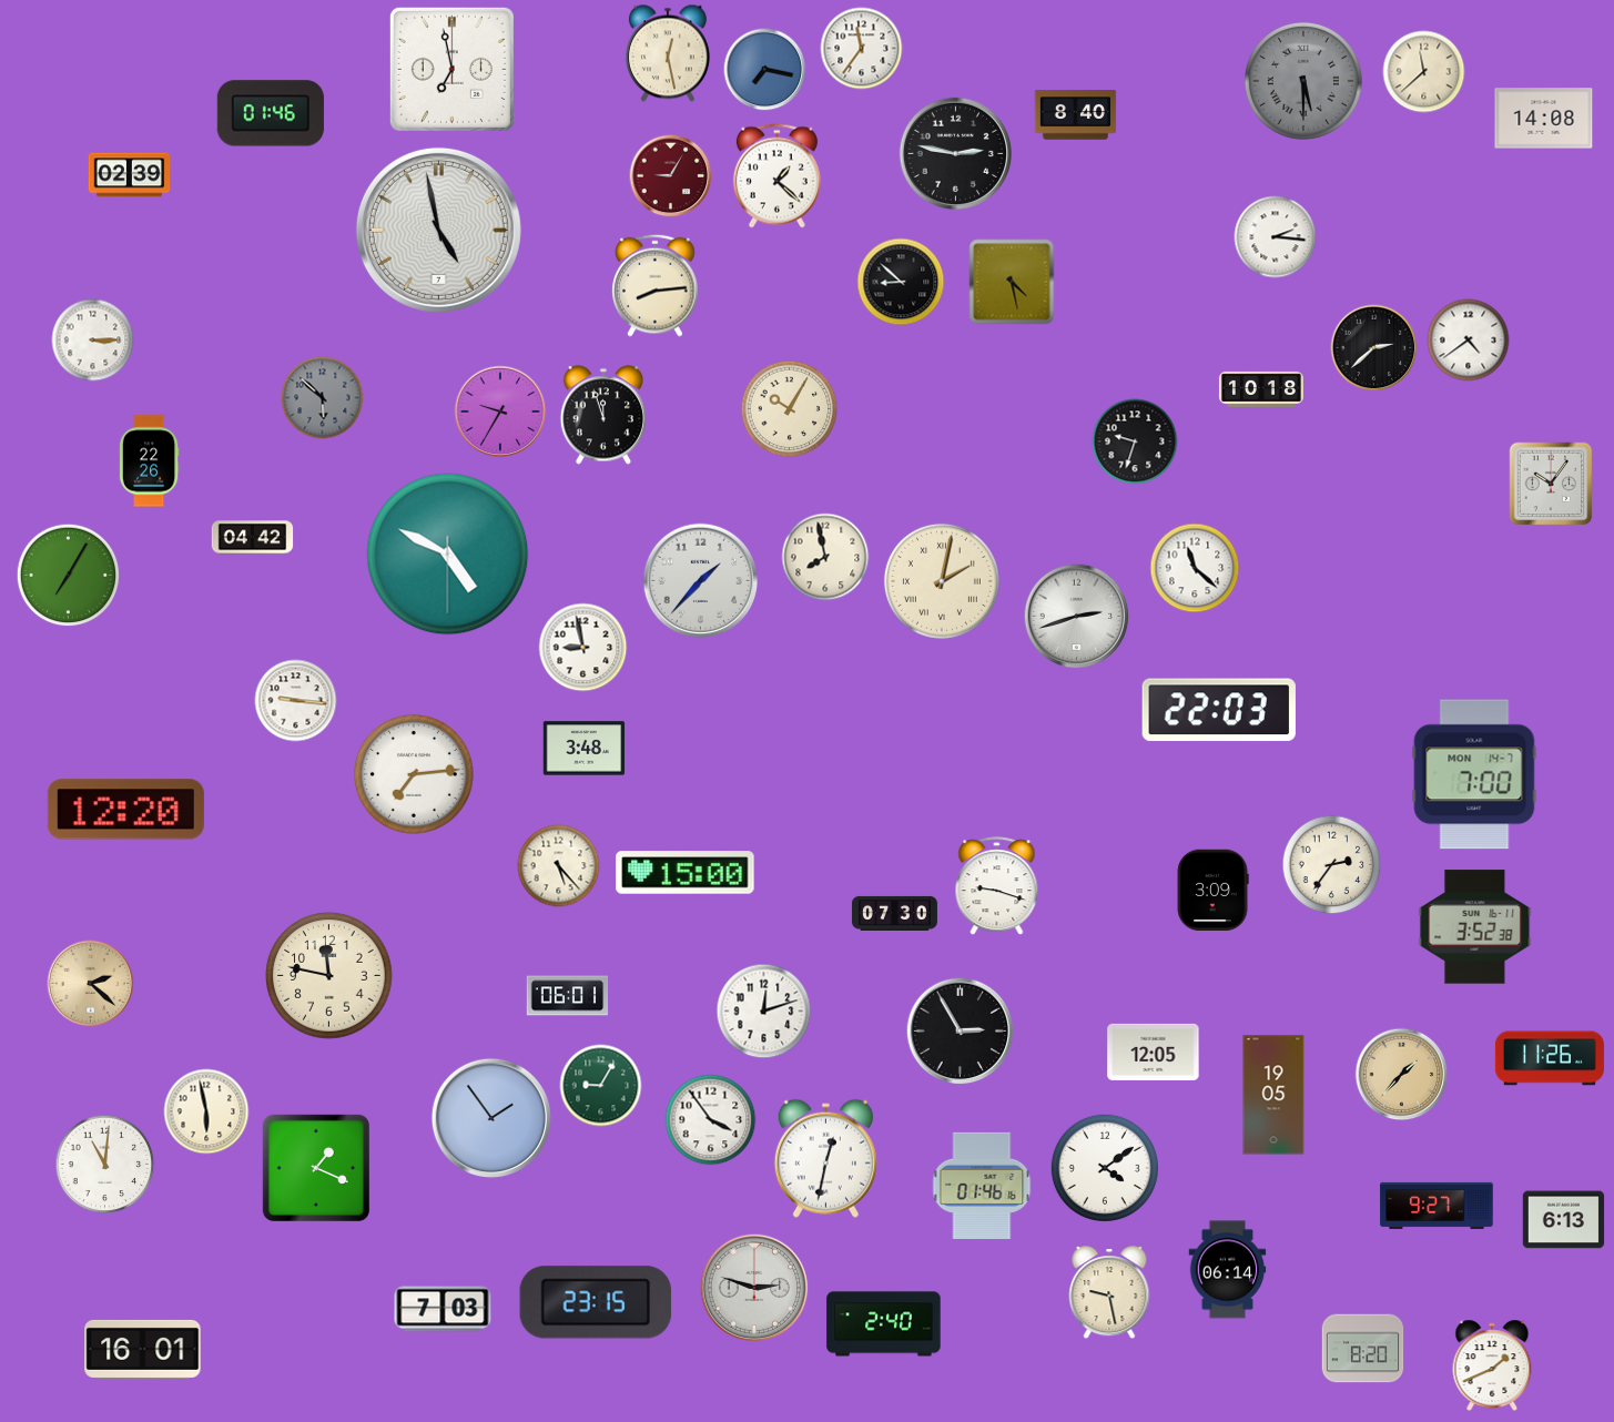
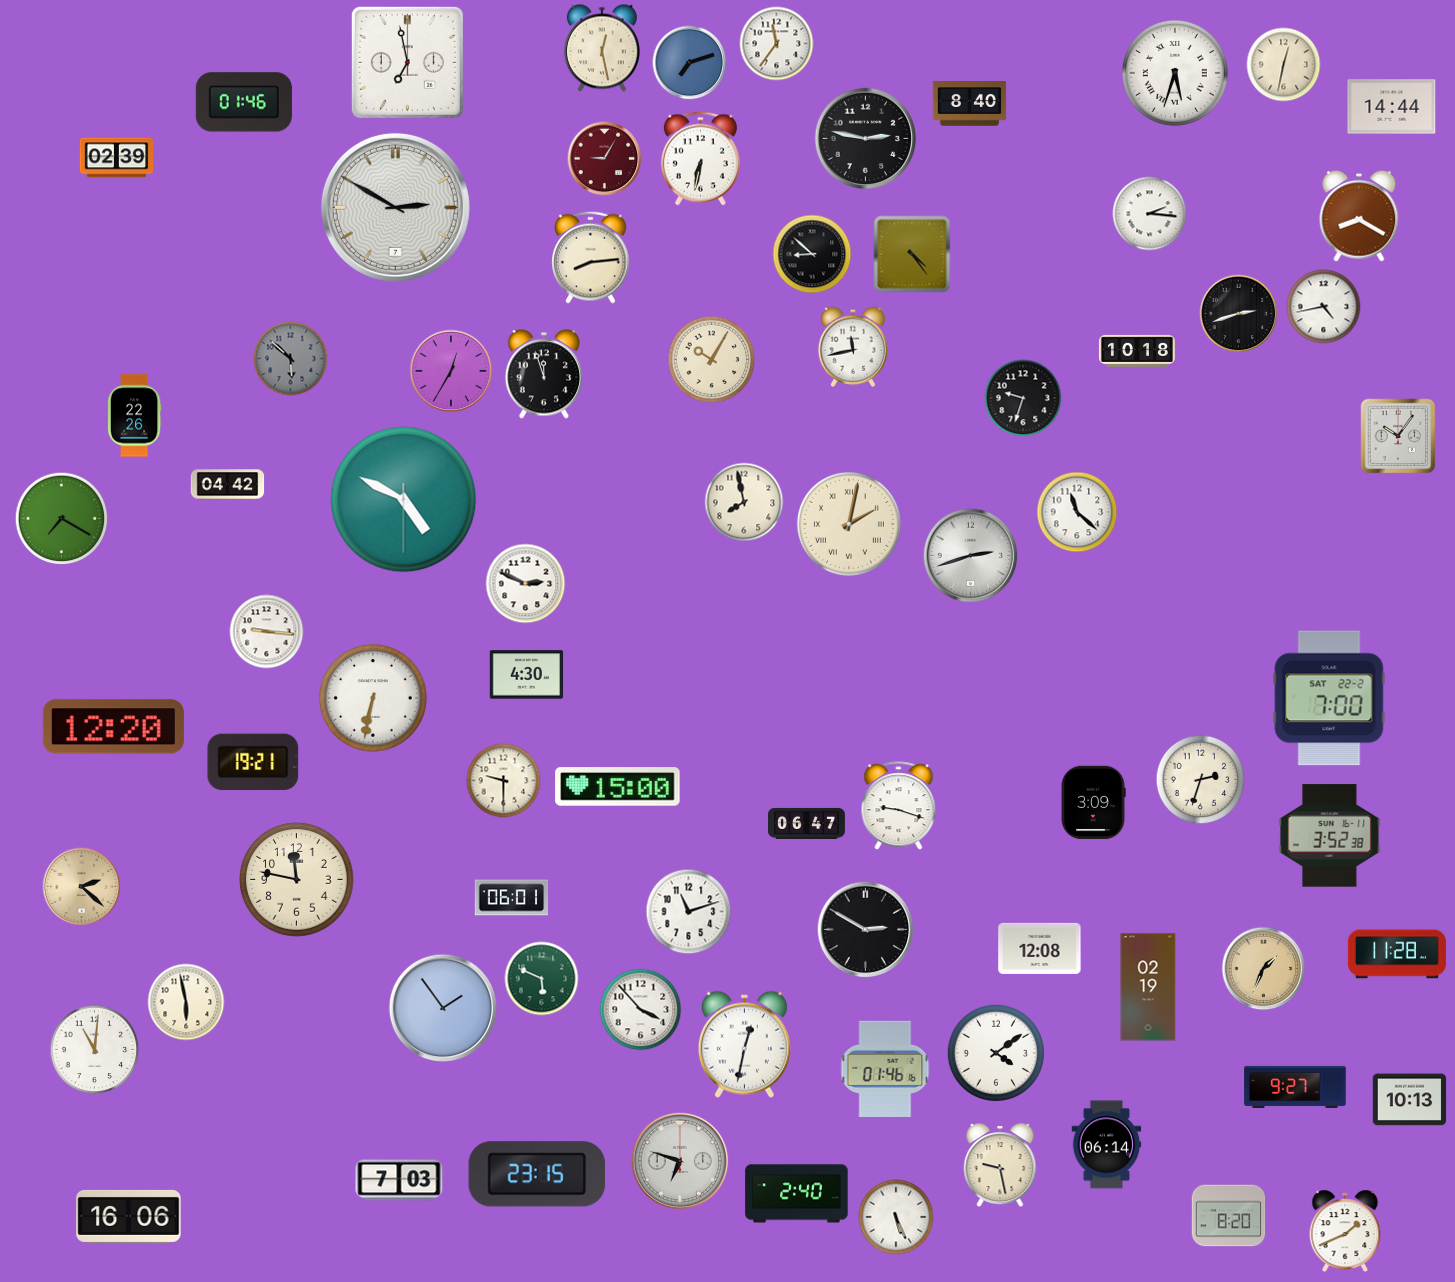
clock at (765, 70): 7:17 -> 7:12
clock at (1424, 72): 11:38 -> 12:32
clock at (1303, 81): 5:30 -> 5:33
clock at (1303, 81) dial: grey -> white
clock at (1544, 119): 14:08 -> 14:44
clock at (956, 154) position: (956, 154) -> (866, 139)
clock at (776, 176): 1:22 -> 6:32
clock at (438, 230): 4:58 -> 2:50
clock at (1359, 216): none -> 8:20
clock at (1012, 282): 4:28 -> 4:24
clock at (93, 341): 3:15 -> none
clock at (1469, 341): 4:39 -> 4:43
clock at (1374, 348): 2:38 -> 2:42
clock at (853, 347): none -> 11:43
clock at (790, 409) position: (790, 409) -> (712, 360)
clock at (500, 412): 9:35 -> 12:35
clock at (69, 576): 7:05 -> 7:20
clock at (701, 581): 1:37 -> none
clock at (583, 648): 8:58 -> 2:49
clock at (1219, 710): 22:03 -> none
clock at (585, 749): 3:48 -> 4:30
clock at (414, 774): 7:14 -> 6:32
clock at (1474, 774) date: MON 14-7 -> SAT 22-2
clock at (125, 810) position: (125, 810) -> (113, 727)
clock at (253, 762): none -> 19:21
clock at (1332, 865): 2:36 -> 2:33
clock at (559, 866): 5:23 -> 9:30
clock at (997, 886) position: (997, 886) -> (899, 806)
clock at (894, 913): 07:30 -> 06:47
clock at (764, 1012): 12:12 -> 11:12
clock at (961, 1032): 2:55 -> 2:50
clock at (1154, 1052): 12:05 -> 12:08
clock at (1550, 1058): 11:26 -> 11:28
clock at (1402, 1075): 1:37 -> 1:34
clock at (601, 1086): 9:05 -> 5:49
clock at (1273, 1095): 19:05 -> 02:19
clock at (711, 1120): 3:54 -> 3:53
clock at (316, 1168): 1:19 -> none
clock at (1564, 1220): 6:13 -> 10:13
clock at (754, 1288): 2:48 -> 6:48
clock at (143, 1349): 16:01 -> 16:06
clock at (896, 1217): none -> 5:26
